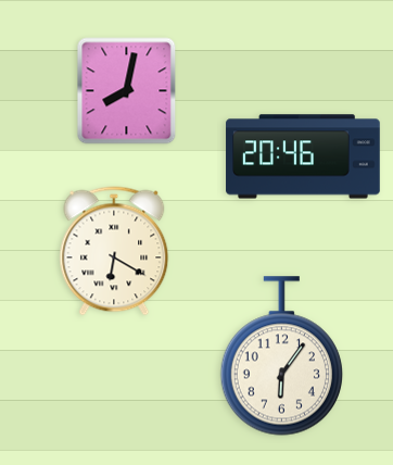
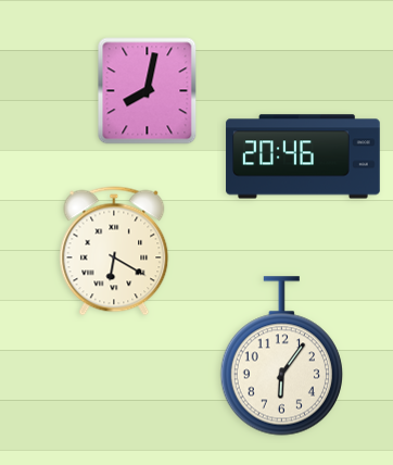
clock at (127, 91) position: (127, 91) -> (148, 91)
